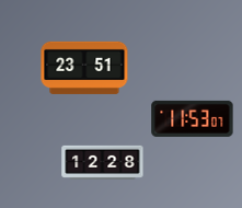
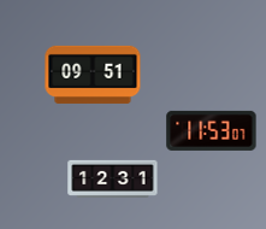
clock at (84, 68): 23:51 -> 09:51
clock at (103, 162): 12:28 -> 12:31
